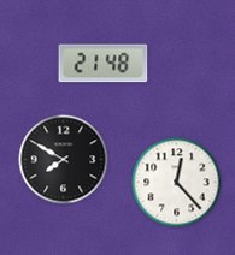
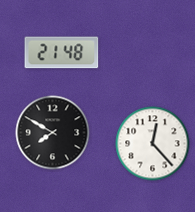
clock at (104, 64) position: (104, 64) -> (62, 53)
clock at (177, 183) position: (177, 183) -> (153, 144)
